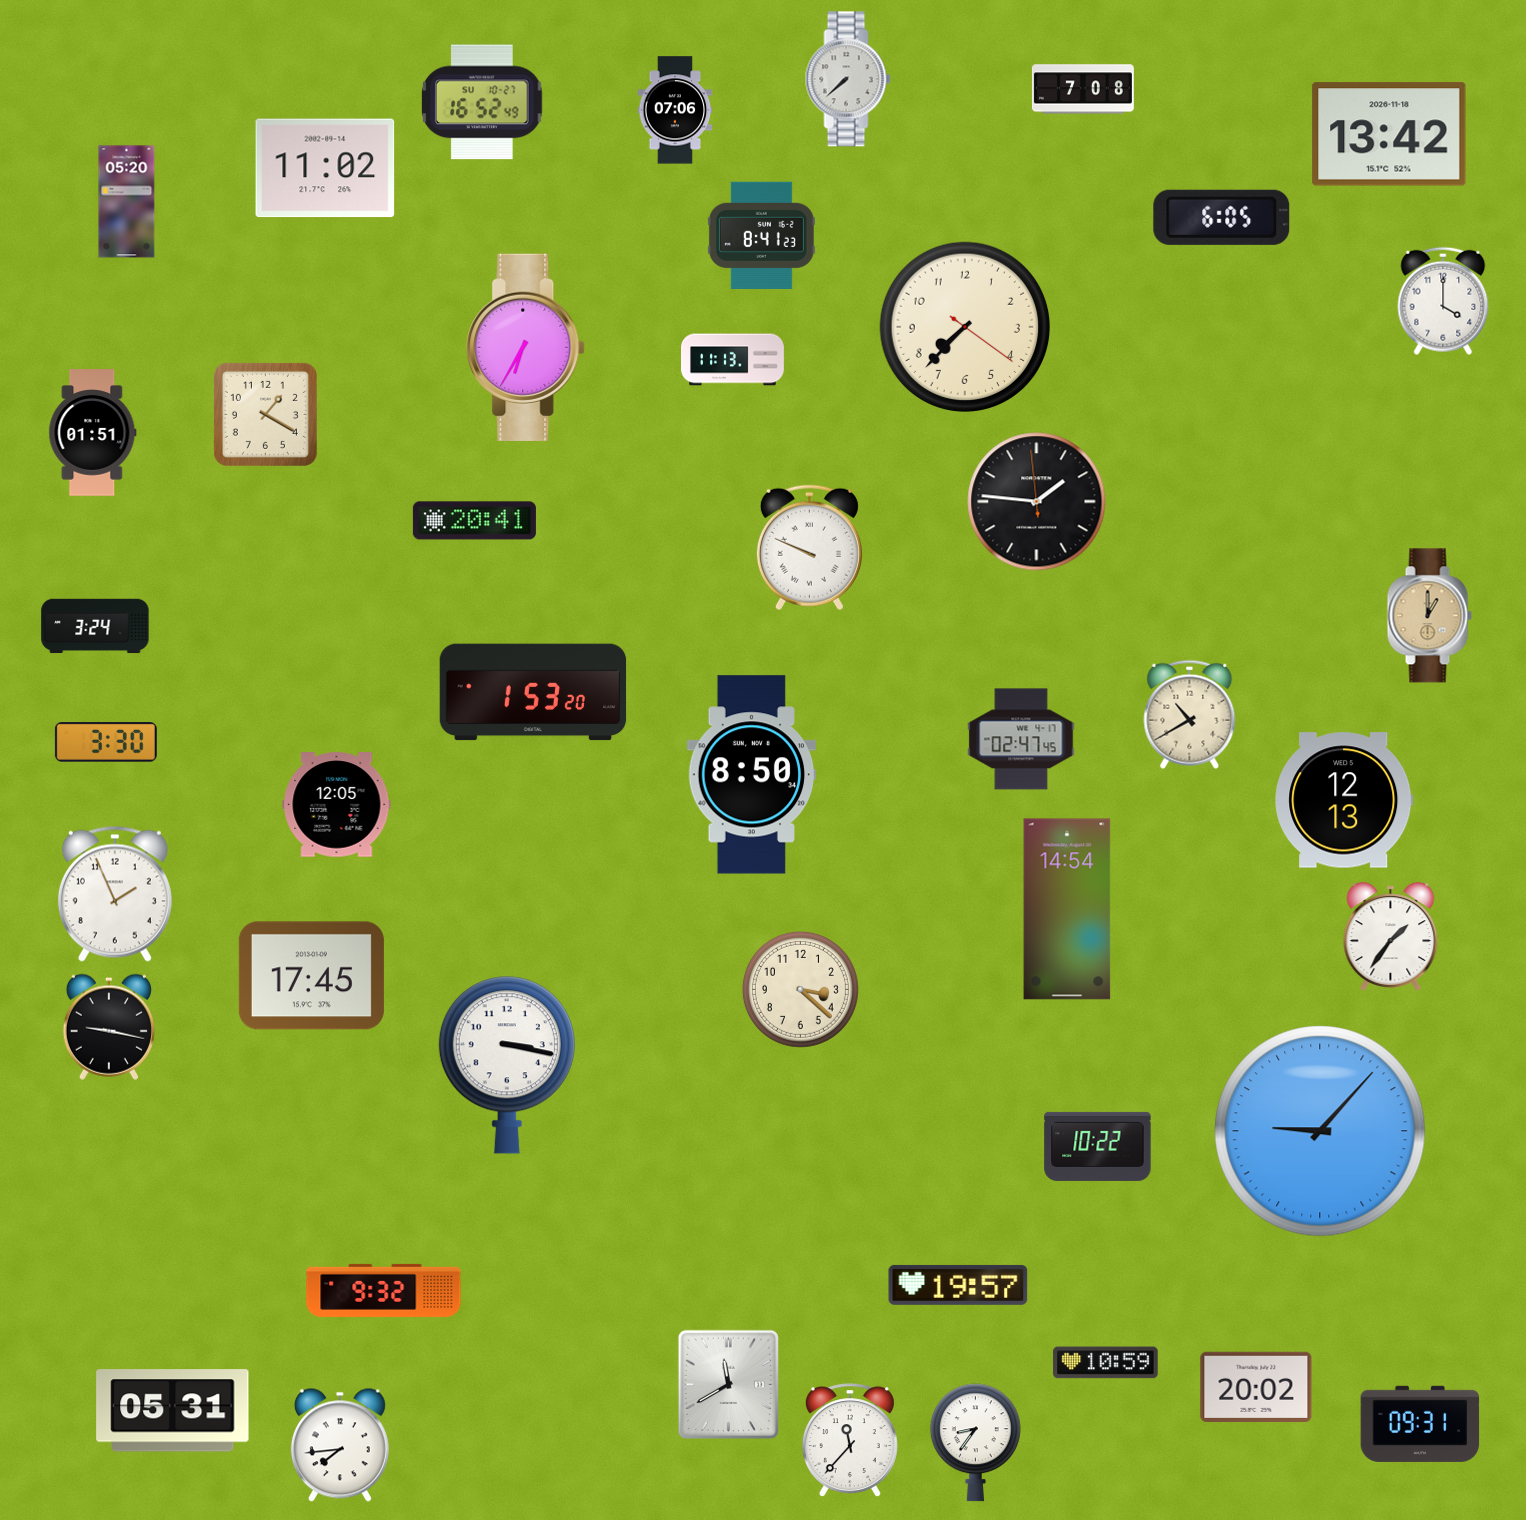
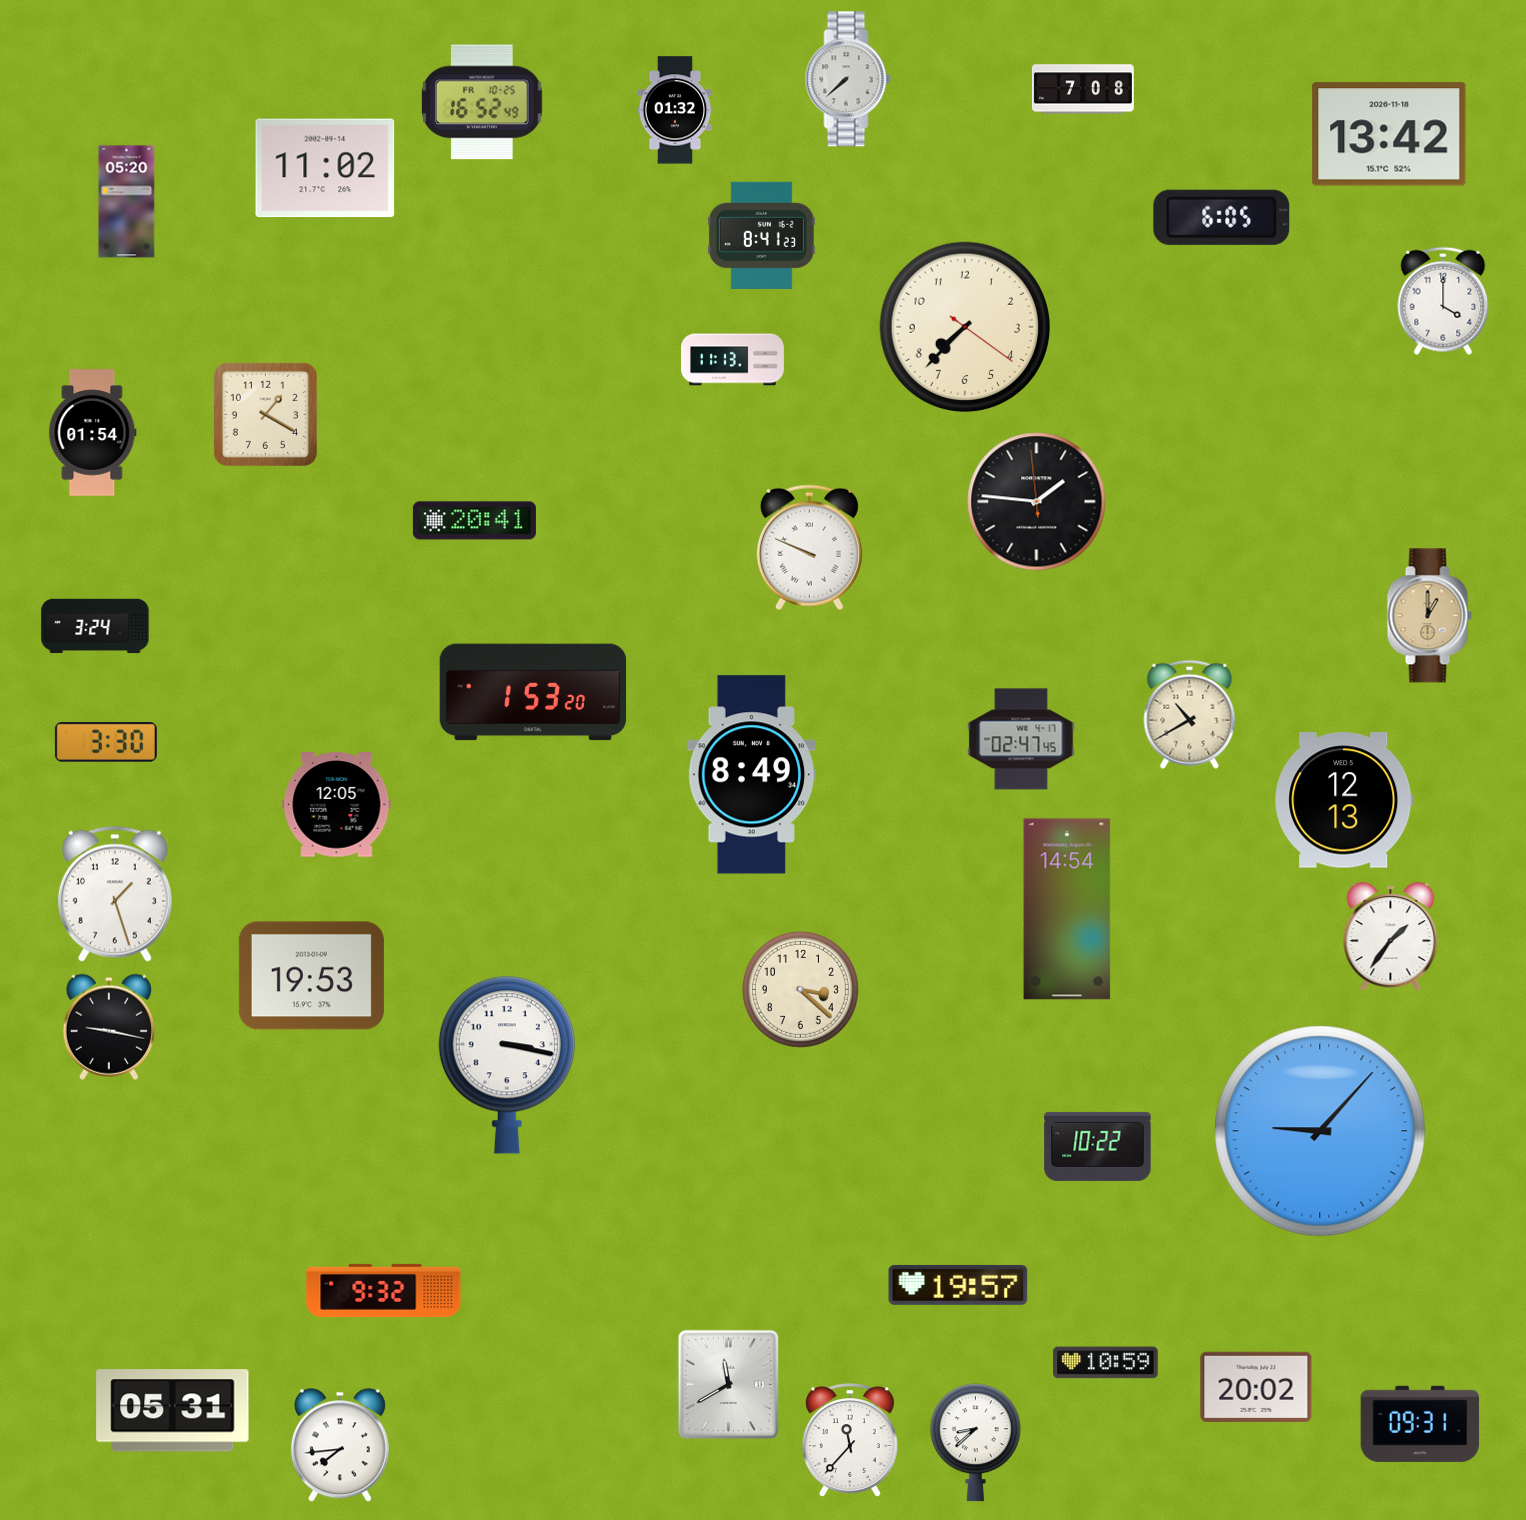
clock at (483, 102) date: SU 10-27 -> FR 10-25
clock at (675, 110): 07:06 -> 01:32
clock at (526, 347): 6:35 -> none
clock at (93, 433): 01:51 -> 01:54
clock at (752, 775): 8:50 -> 8:49
clock at (115, 894): 1:56 -> 1:27
clock at (311, 976): 17:45 -> 19:53
clock at (975, 1443): 8:36 -> 8:38
